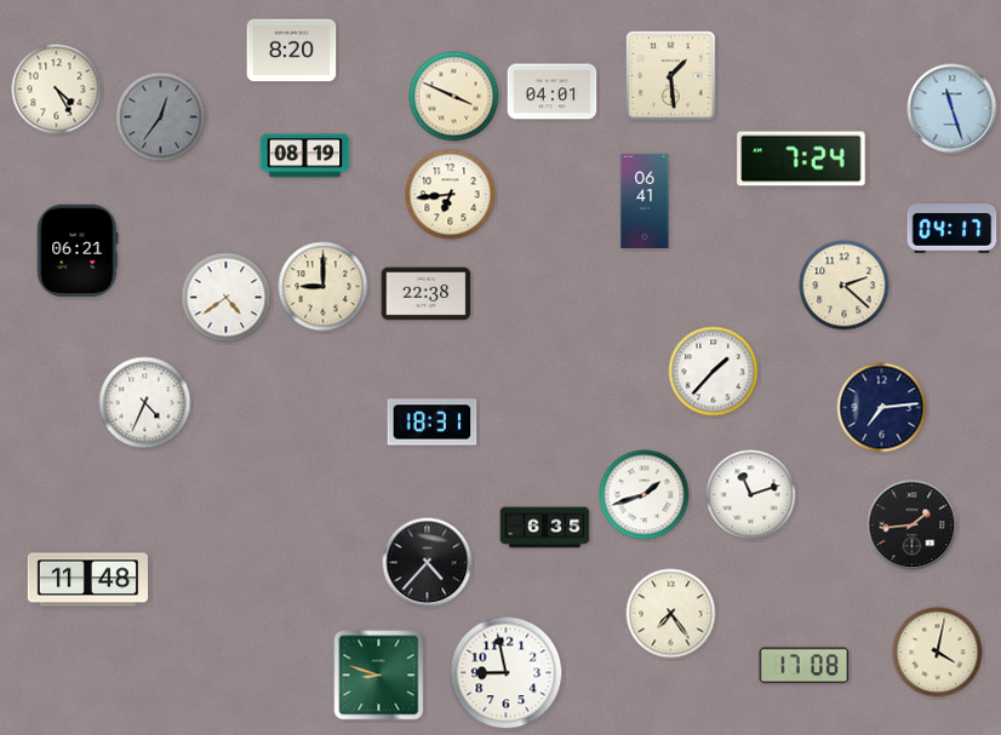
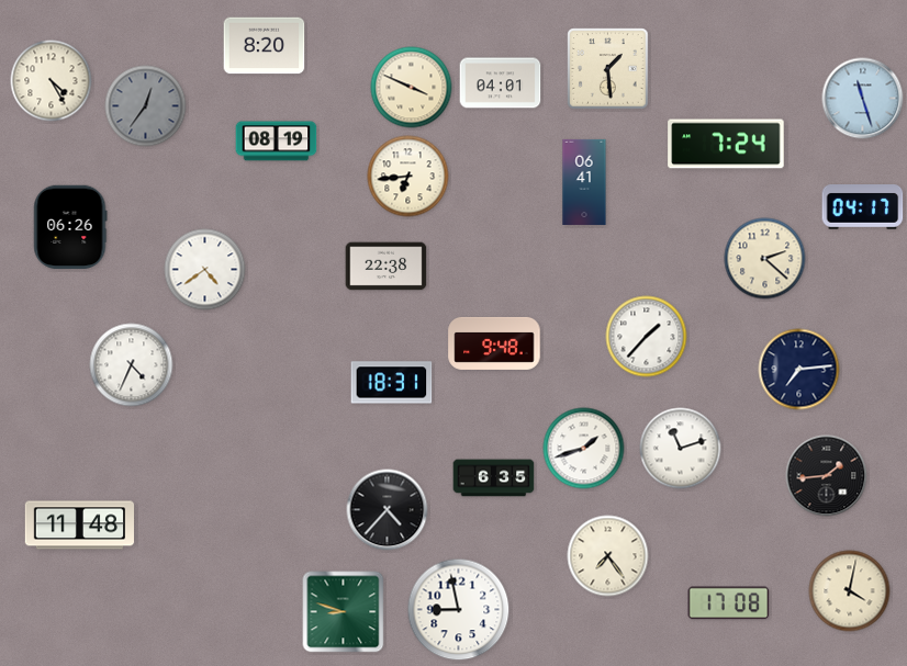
clock at (78, 251): 06:21 -> 06:26
clock at (324, 287): 9:00 -> none
clock at (494, 343): none -> 9:48
